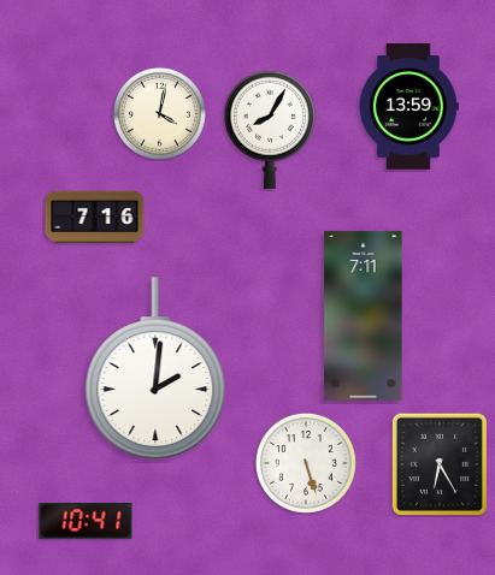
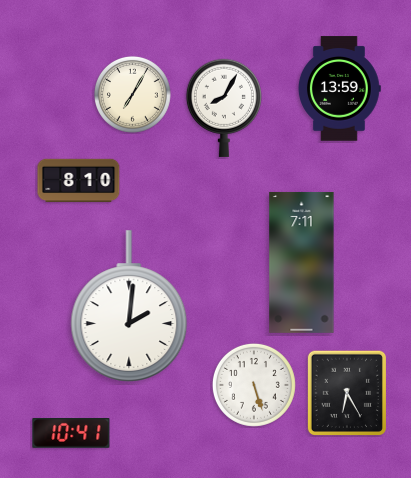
clock at (159, 113): 4:02 -> 7:05
clock at (95, 218): 7:16 -> 8:10
clock at (438, 463) position: (438, 463) -> (346, 392)
